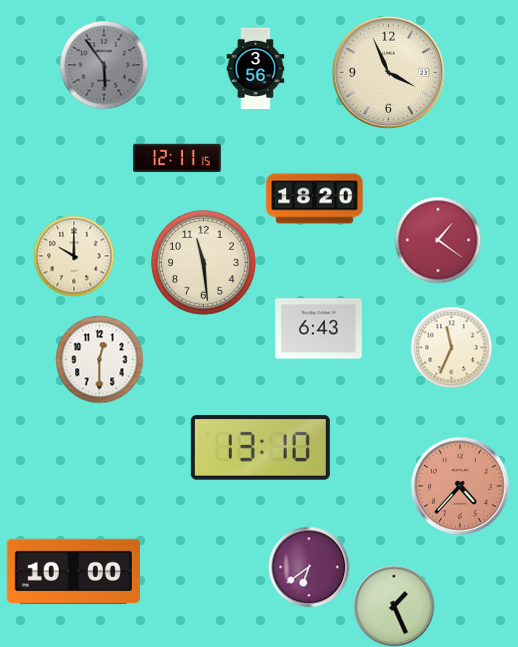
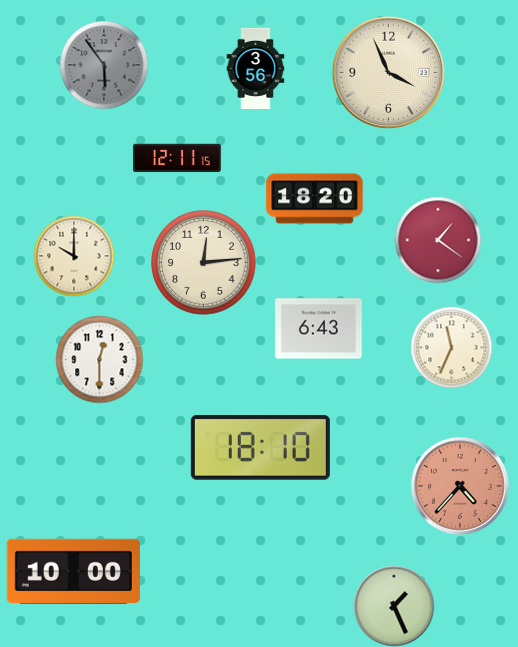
clock at (204, 263): 11:29 -> 12:14
clock at (260, 448): 13:10 -> 18:10
clock at (309, 567): 6:39 -> none
